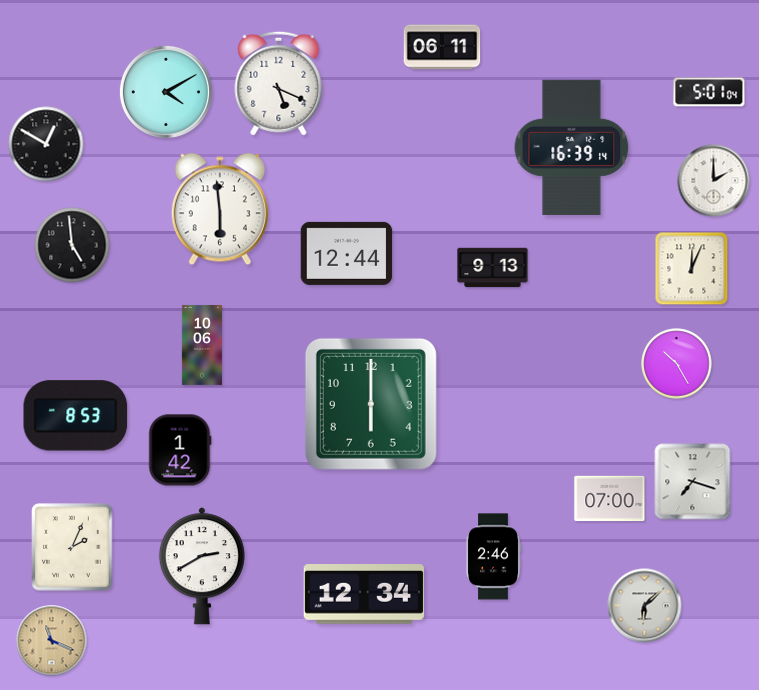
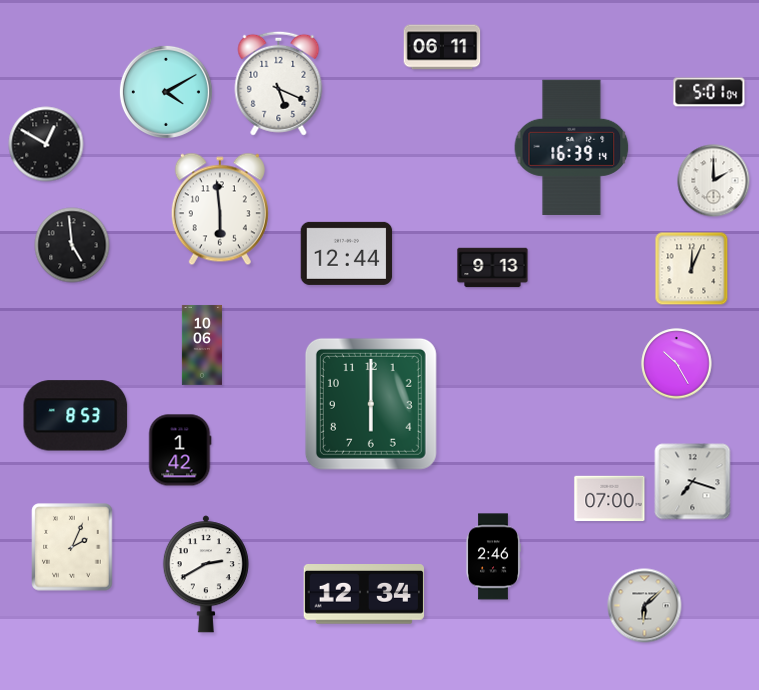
clock at (202, 566) position: (202, 566) -> (206, 574)
clock at (52, 641): 11:19 -> none
